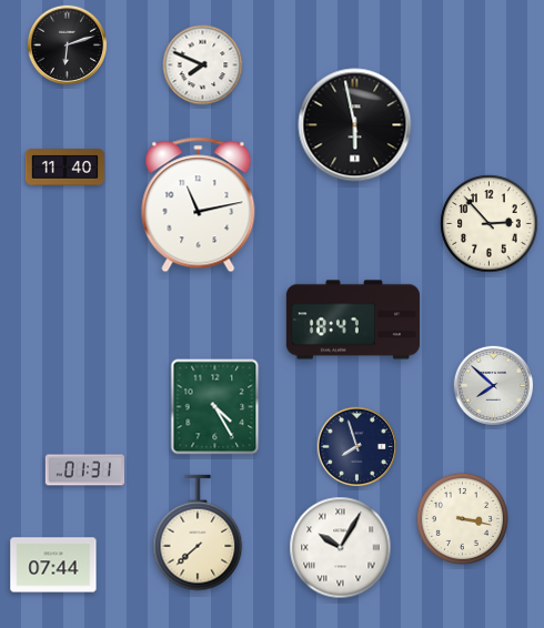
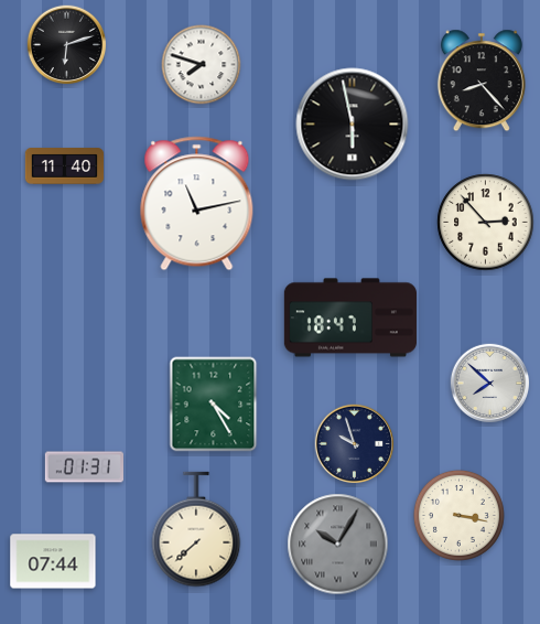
clock at (203, 65): 7:49 -> 7:48
clock at (482, 80): none -> 8:23
clock at (357, 447): 7:57 -> 9:57
clock at (341, 548) dial: white -> grey
